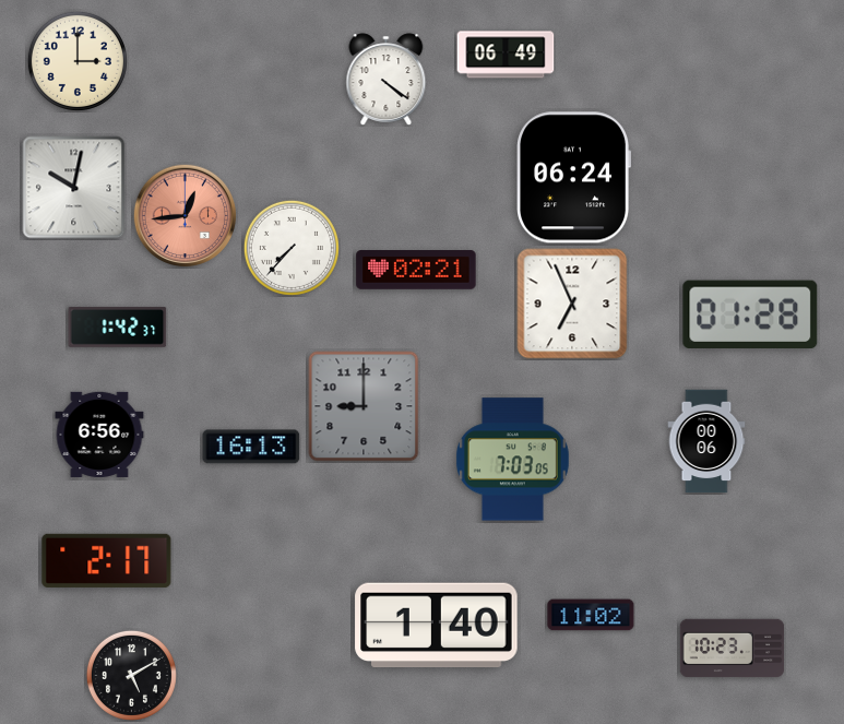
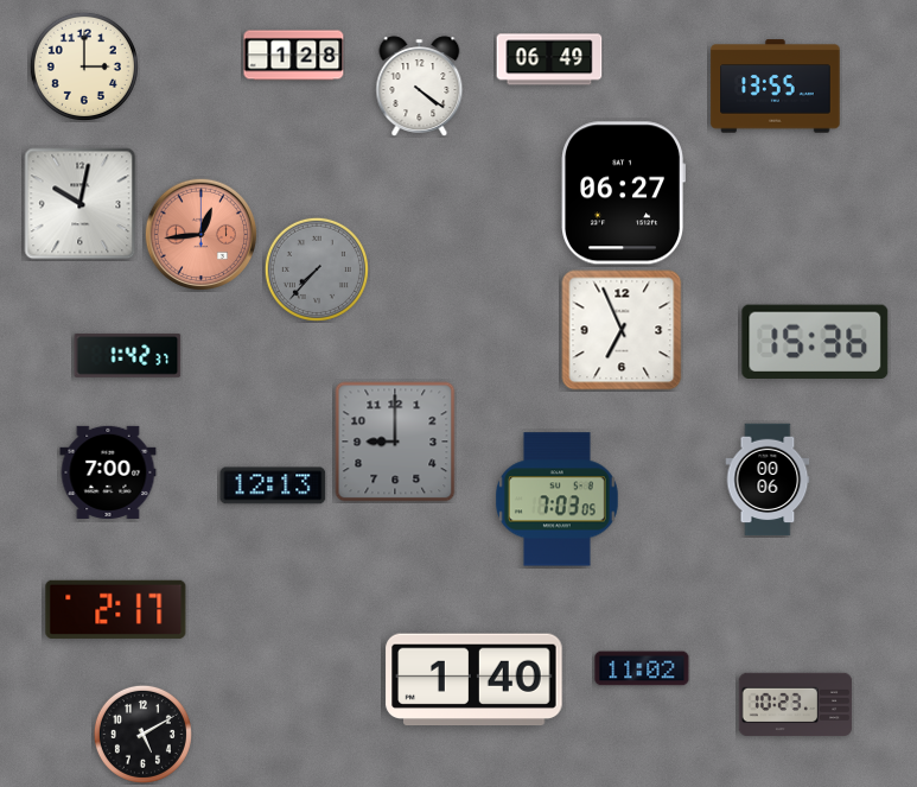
clock at (294, 56): none -> 1:28
clock at (776, 87): none -> 13:55
clock at (573, 178): 06:24 -> 06:27
clock at (292, 248) dial: white -> grey
clock at (416, 271): 02:21 -> none
clock at (750, 313): 01:28 -> 15:36
clock at (99, 435): 6:56 -> 7:00
clock at (251, 447): 16:13 -> 12:13
